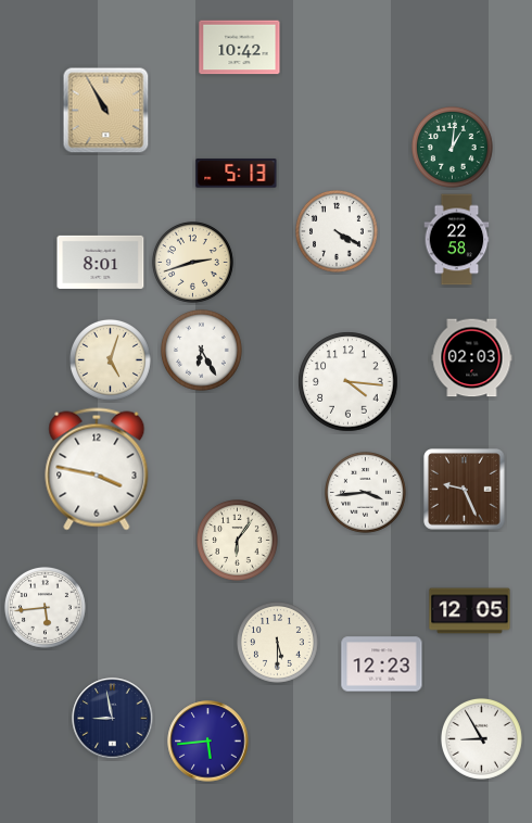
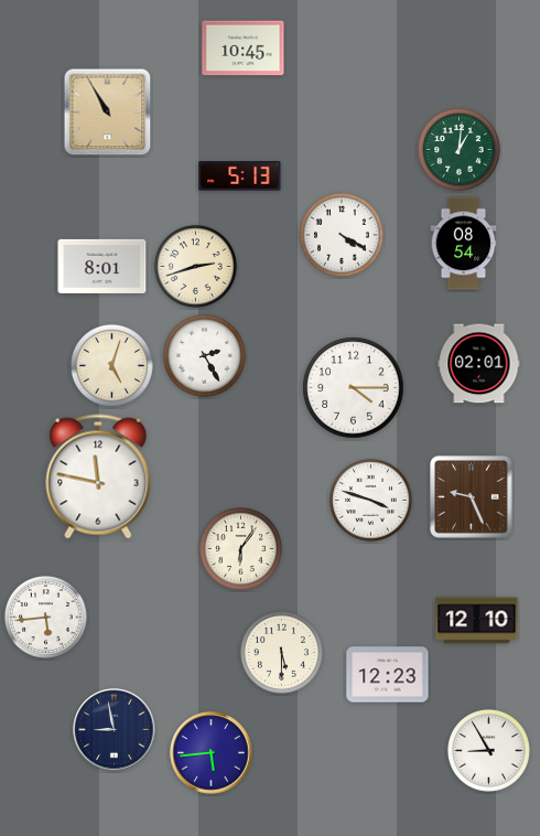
clock at (240, 48): 10:42 -> 10:45
clock at (457, 240): 22:58 -> 08:54
clock at (201, 350): 6:25 -> 2:25
clock at (472, 358): 02:03 -> 02:01
clock at (349, 382): 4:16 -> 4:15
clock at (97, 469): 3:47 -> 11:47
clock at (365, 492): 3:44 -> 3:48
clock at (470, 611): 12:05 -> 12:10
